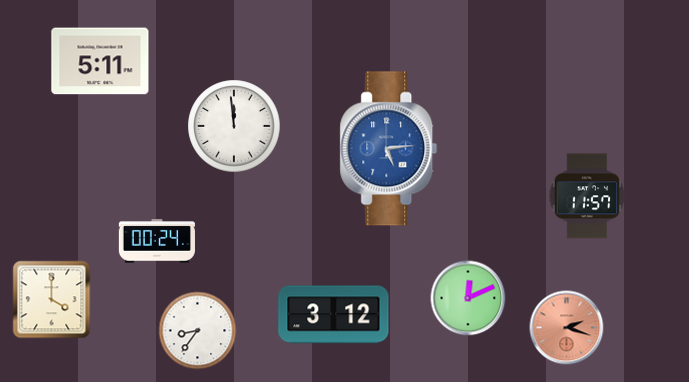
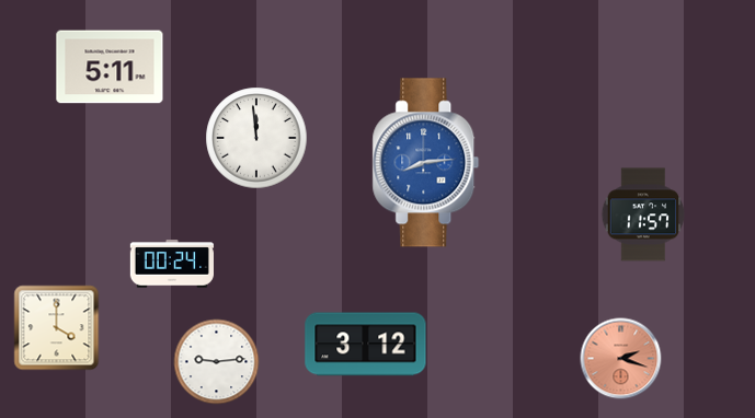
clock at (389, 149): 5:14 -> 8:14
clock at (468, 298): 12:11 -> none
clock at (198, 331): 8:36 -> 9:14
